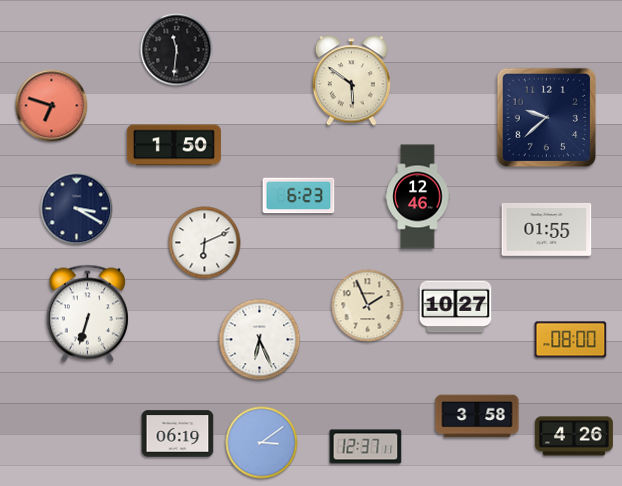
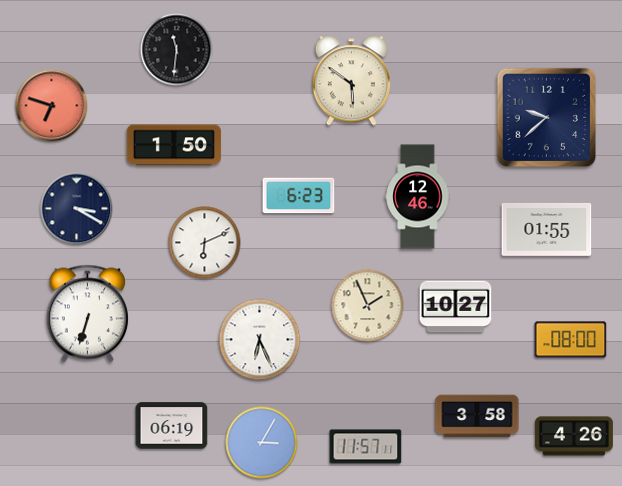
clock at (178, 434) position: (178, 434) -> (172, 426)
clock at (262, 443): 3:09 -> 3:05
clock at (366, 447): 12:37 -> 11:57
